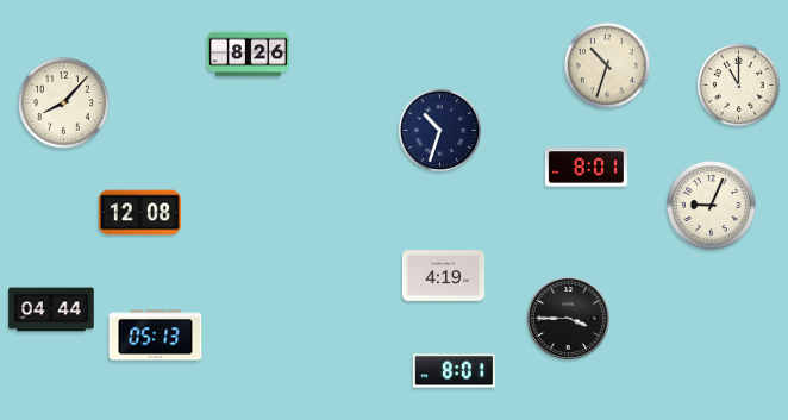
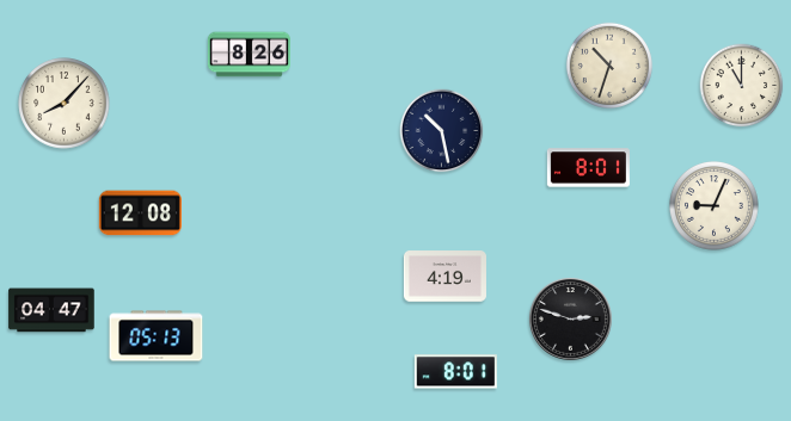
clock at (440, 131): 10:33 -> 10:28
clock at (51, 309): 04:44 -> 04:47
clock at (568, 318): 3:45 -> 2:48
